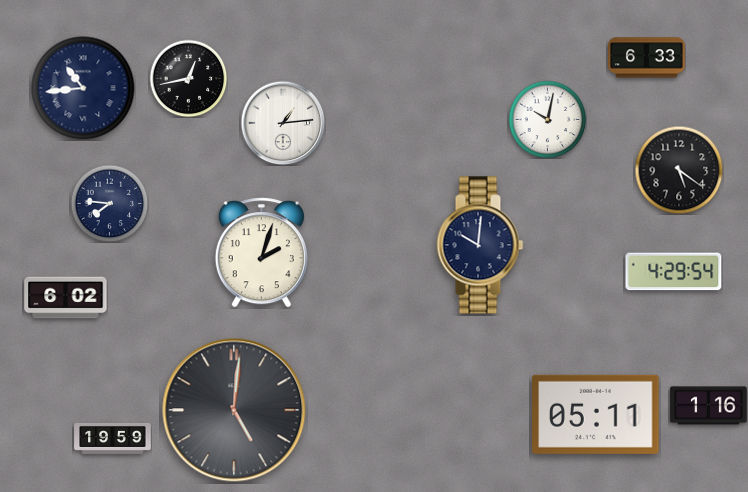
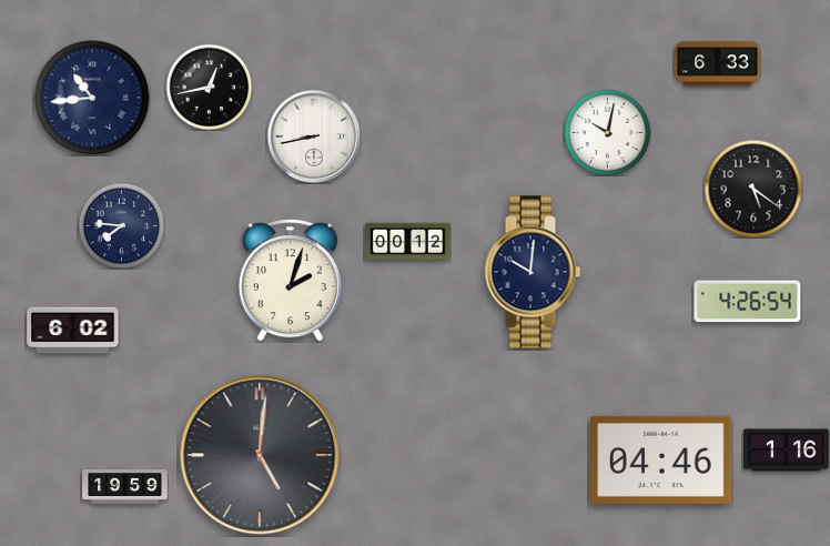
clock at (283, 123): 1:14 -> 8:43
clock at (408, 242): none -> 00:12
clock at (674, 272): 4:29 -> 4:26
clock at (596, 414): 05:11 -> 04:46
